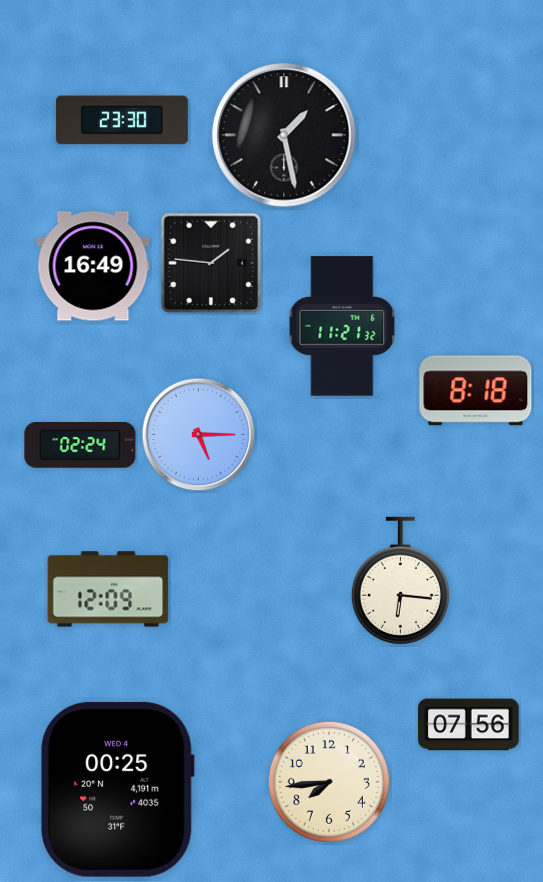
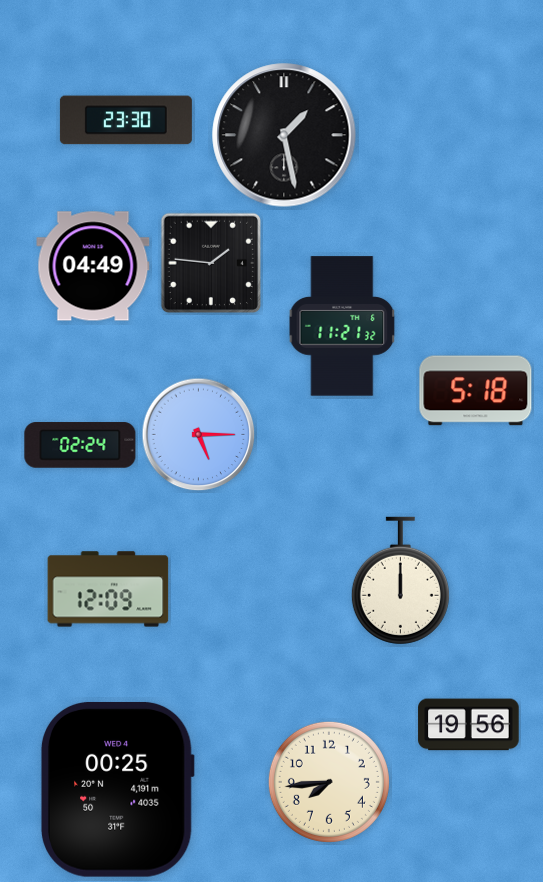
clock at (122, 120) position: (122, 120) -> (126, 120)
clock at (93, 266): 16:49 -> 04:49
clock at (476, 391): 8:18 -> 5:18
clock at (400, 581): 6:16 -> 12:00
clock at (469, 725): 07:56 -> 19:56
